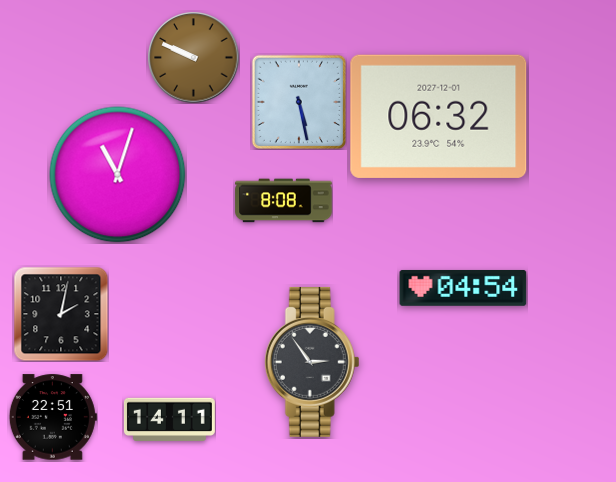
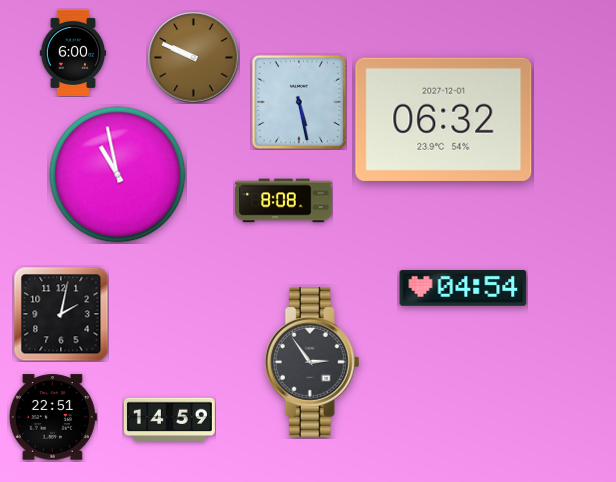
clock at (73, 53): none -> 6:00
clock at (439, 116) position: (439, 116) -> (444, 119)
clock at (118, 175): 11:03 -> 10:58
clock at (169, 420): 14:11 -> 14:59
